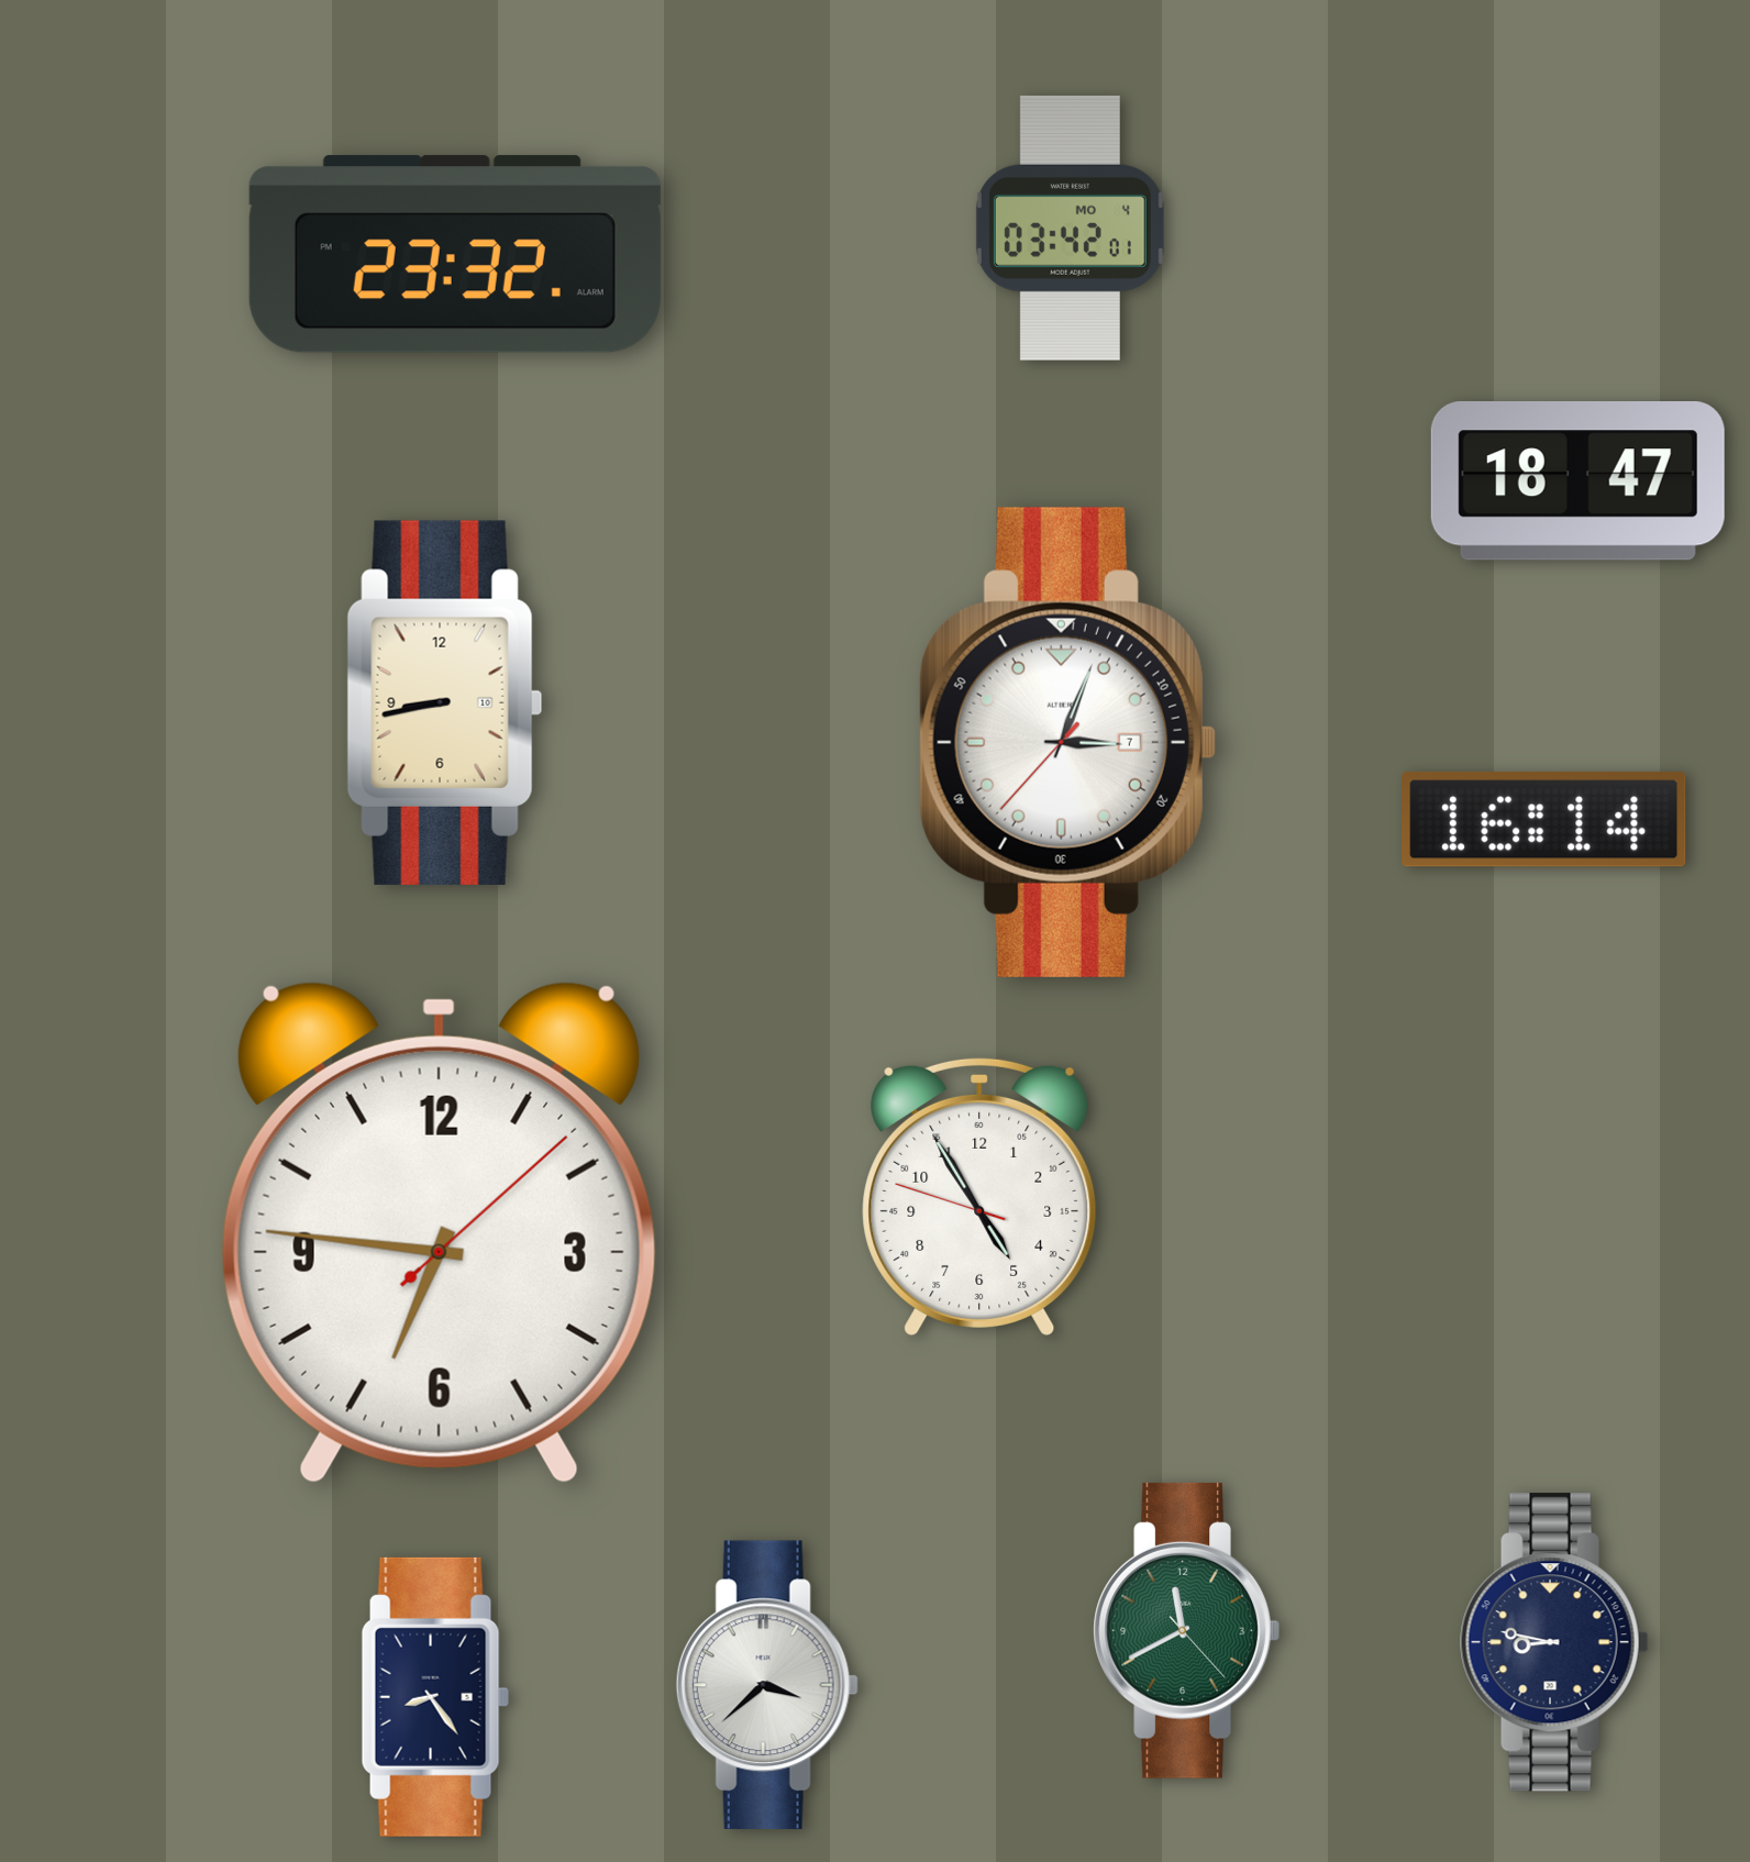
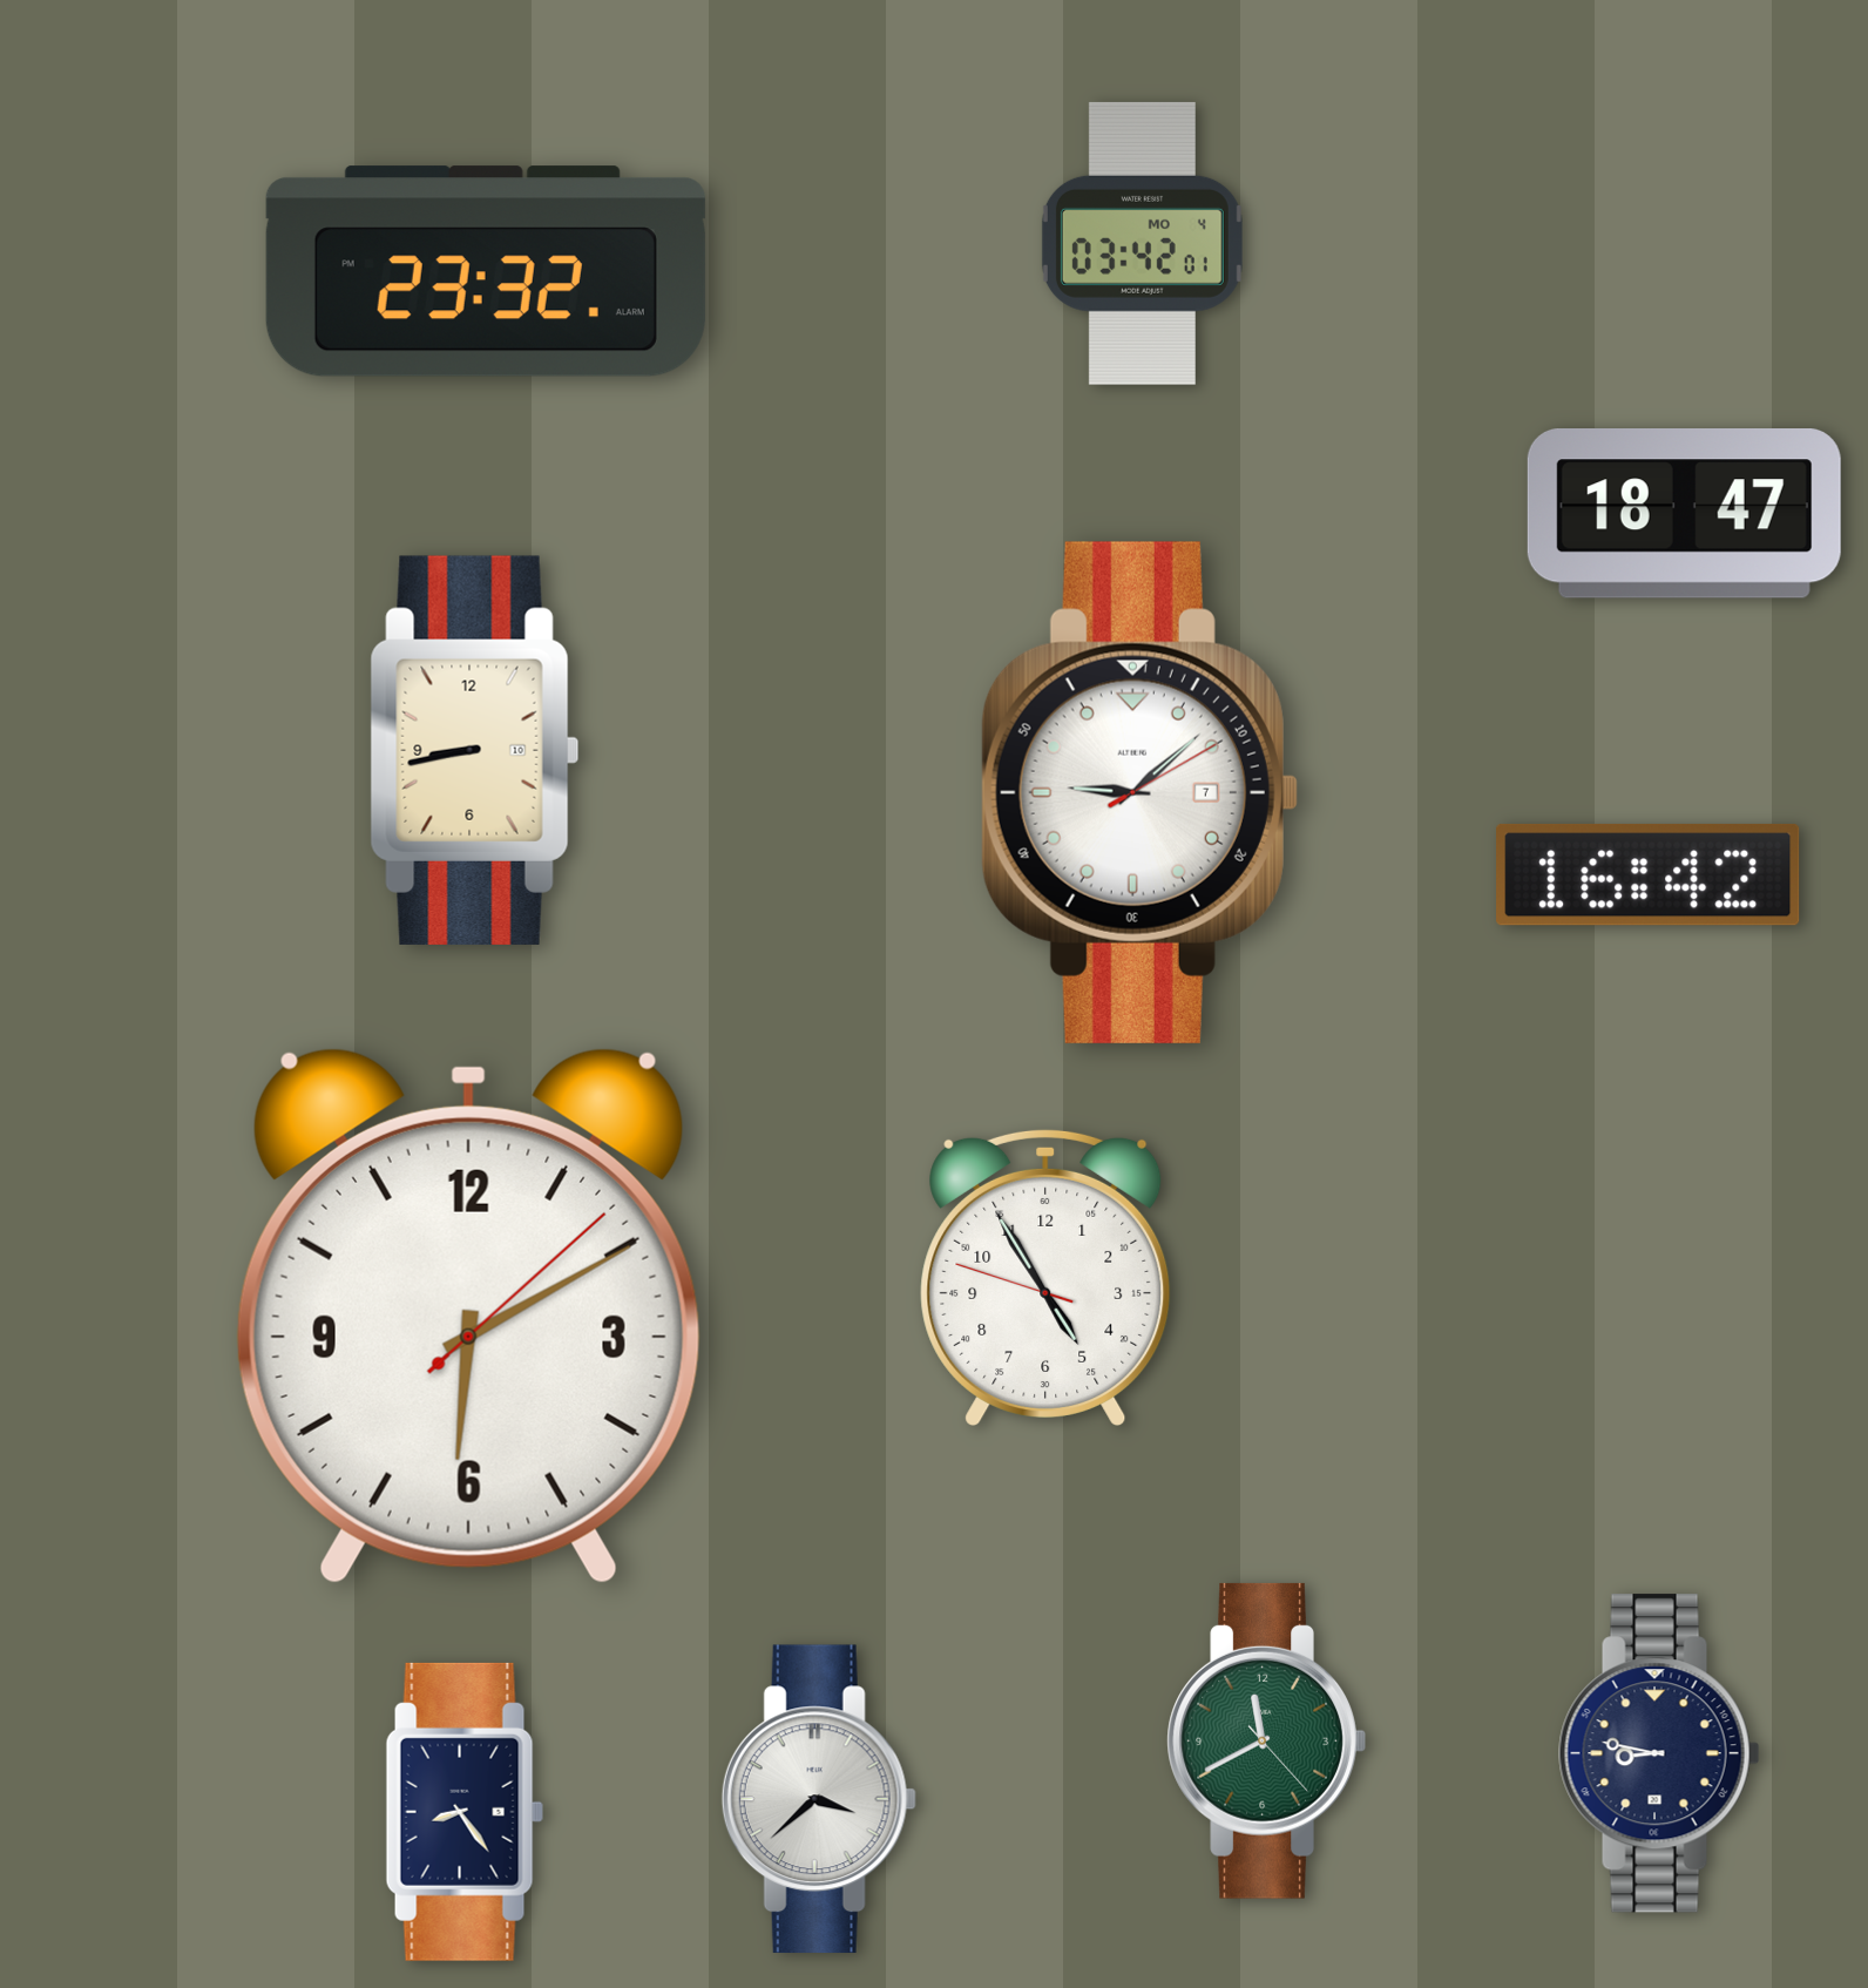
clock at (1067, 742): 3:03 -> 9:08
clock at (1544, 819): 16:14 -> 16:42
clock at (439, 1232): 6:46 -> 6:10
